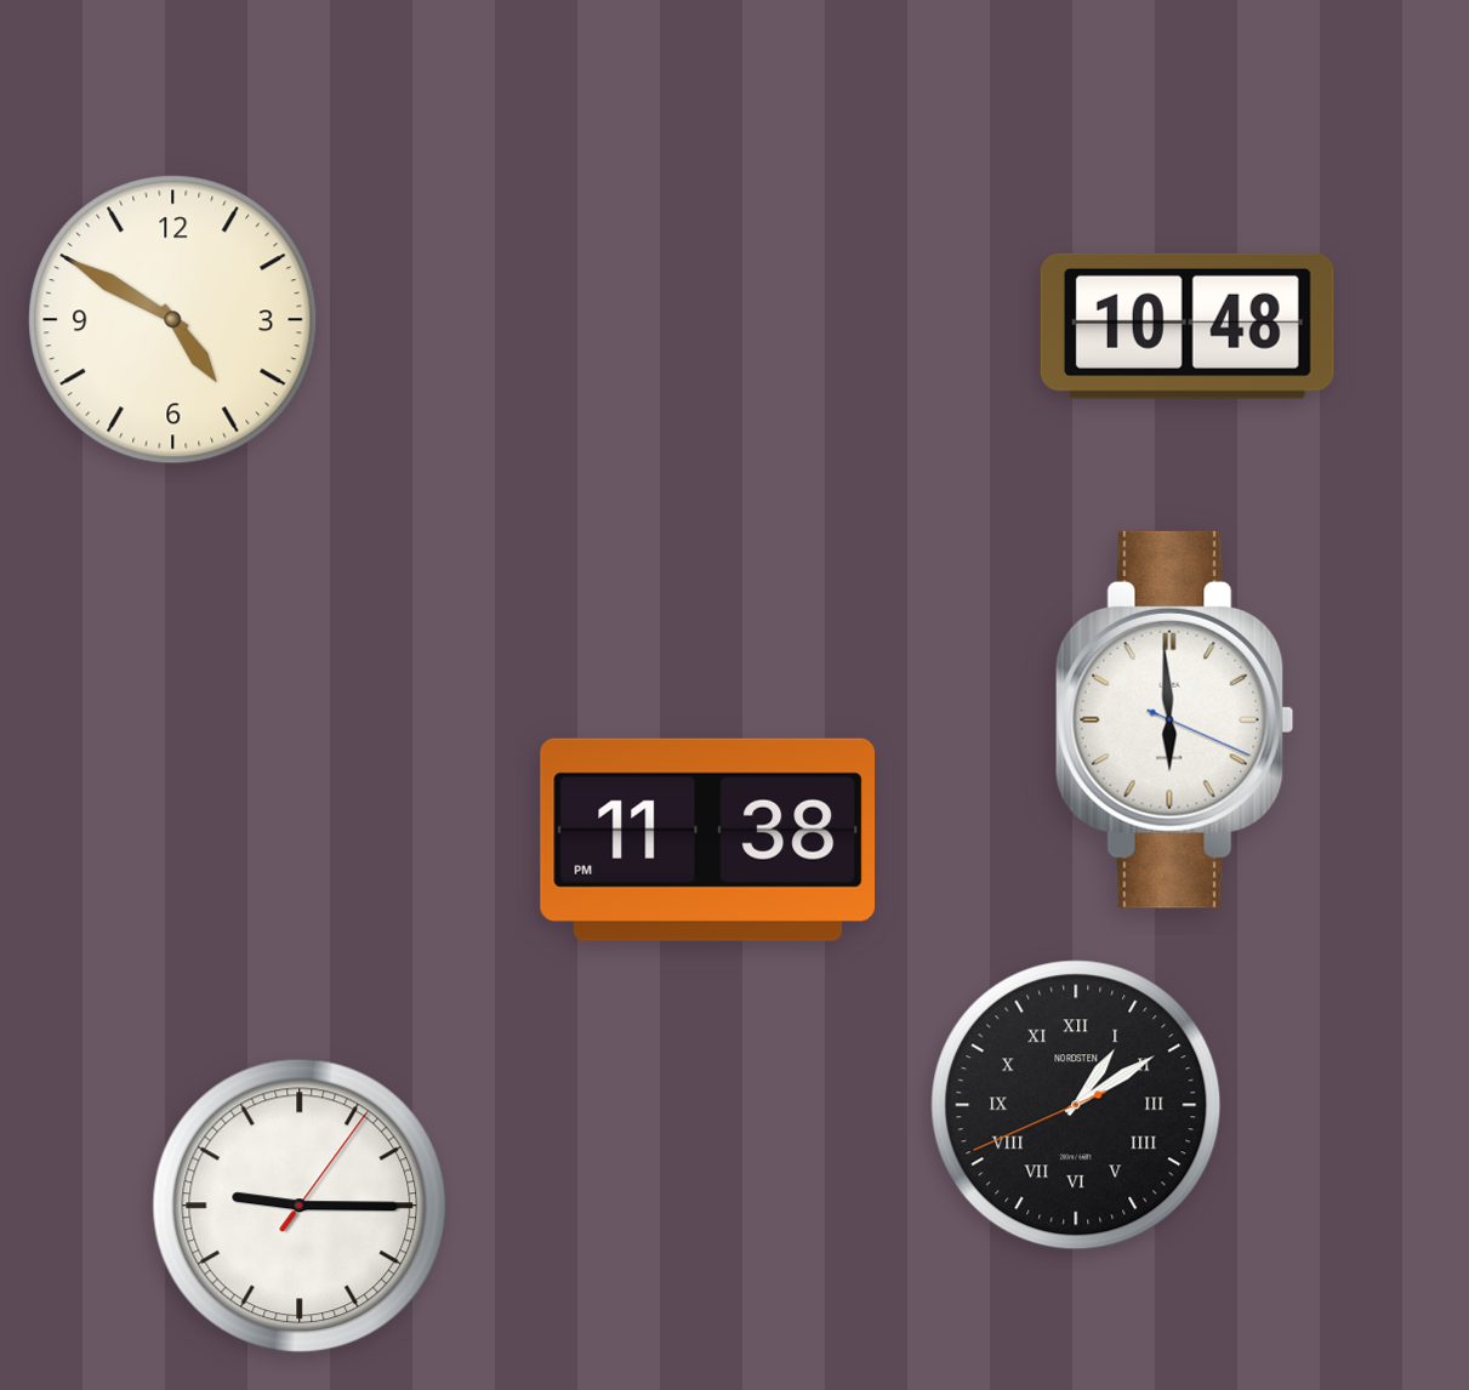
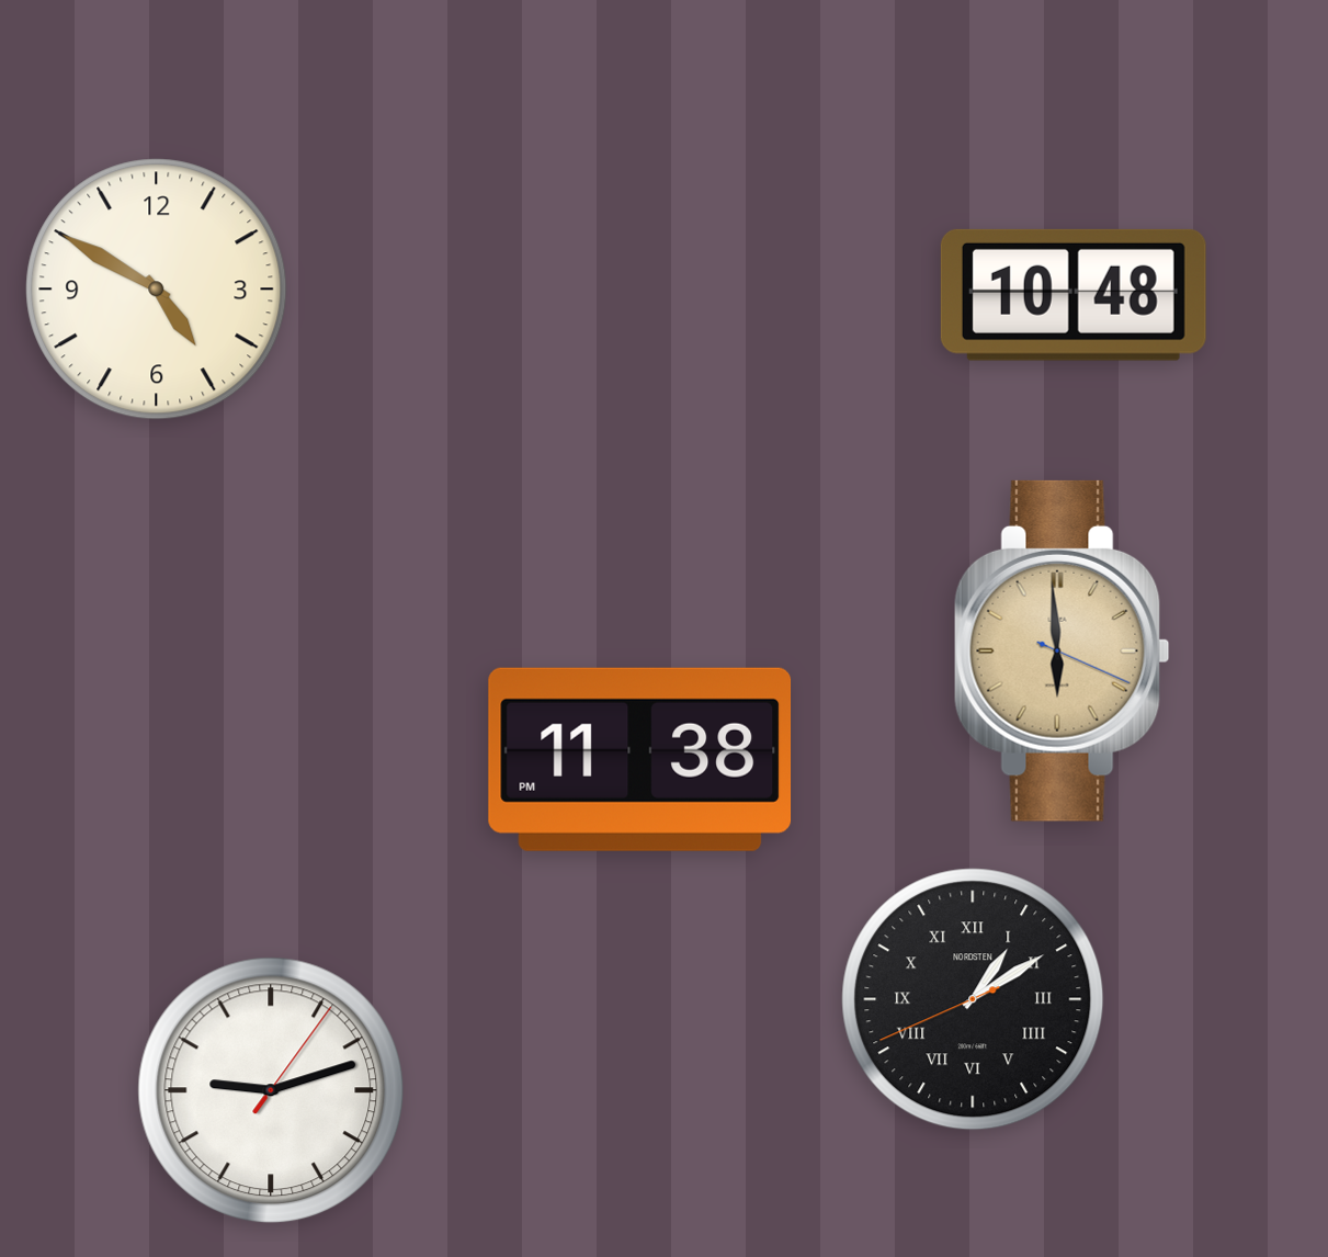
clock at (1174, 719) dial: white -> champagne
clock at (300, 1206): 9:15 -> 9:12
